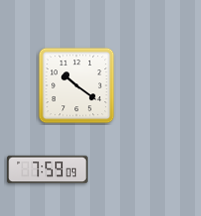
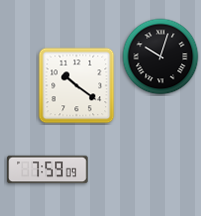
clock at (161, 57): none -> 10:03
